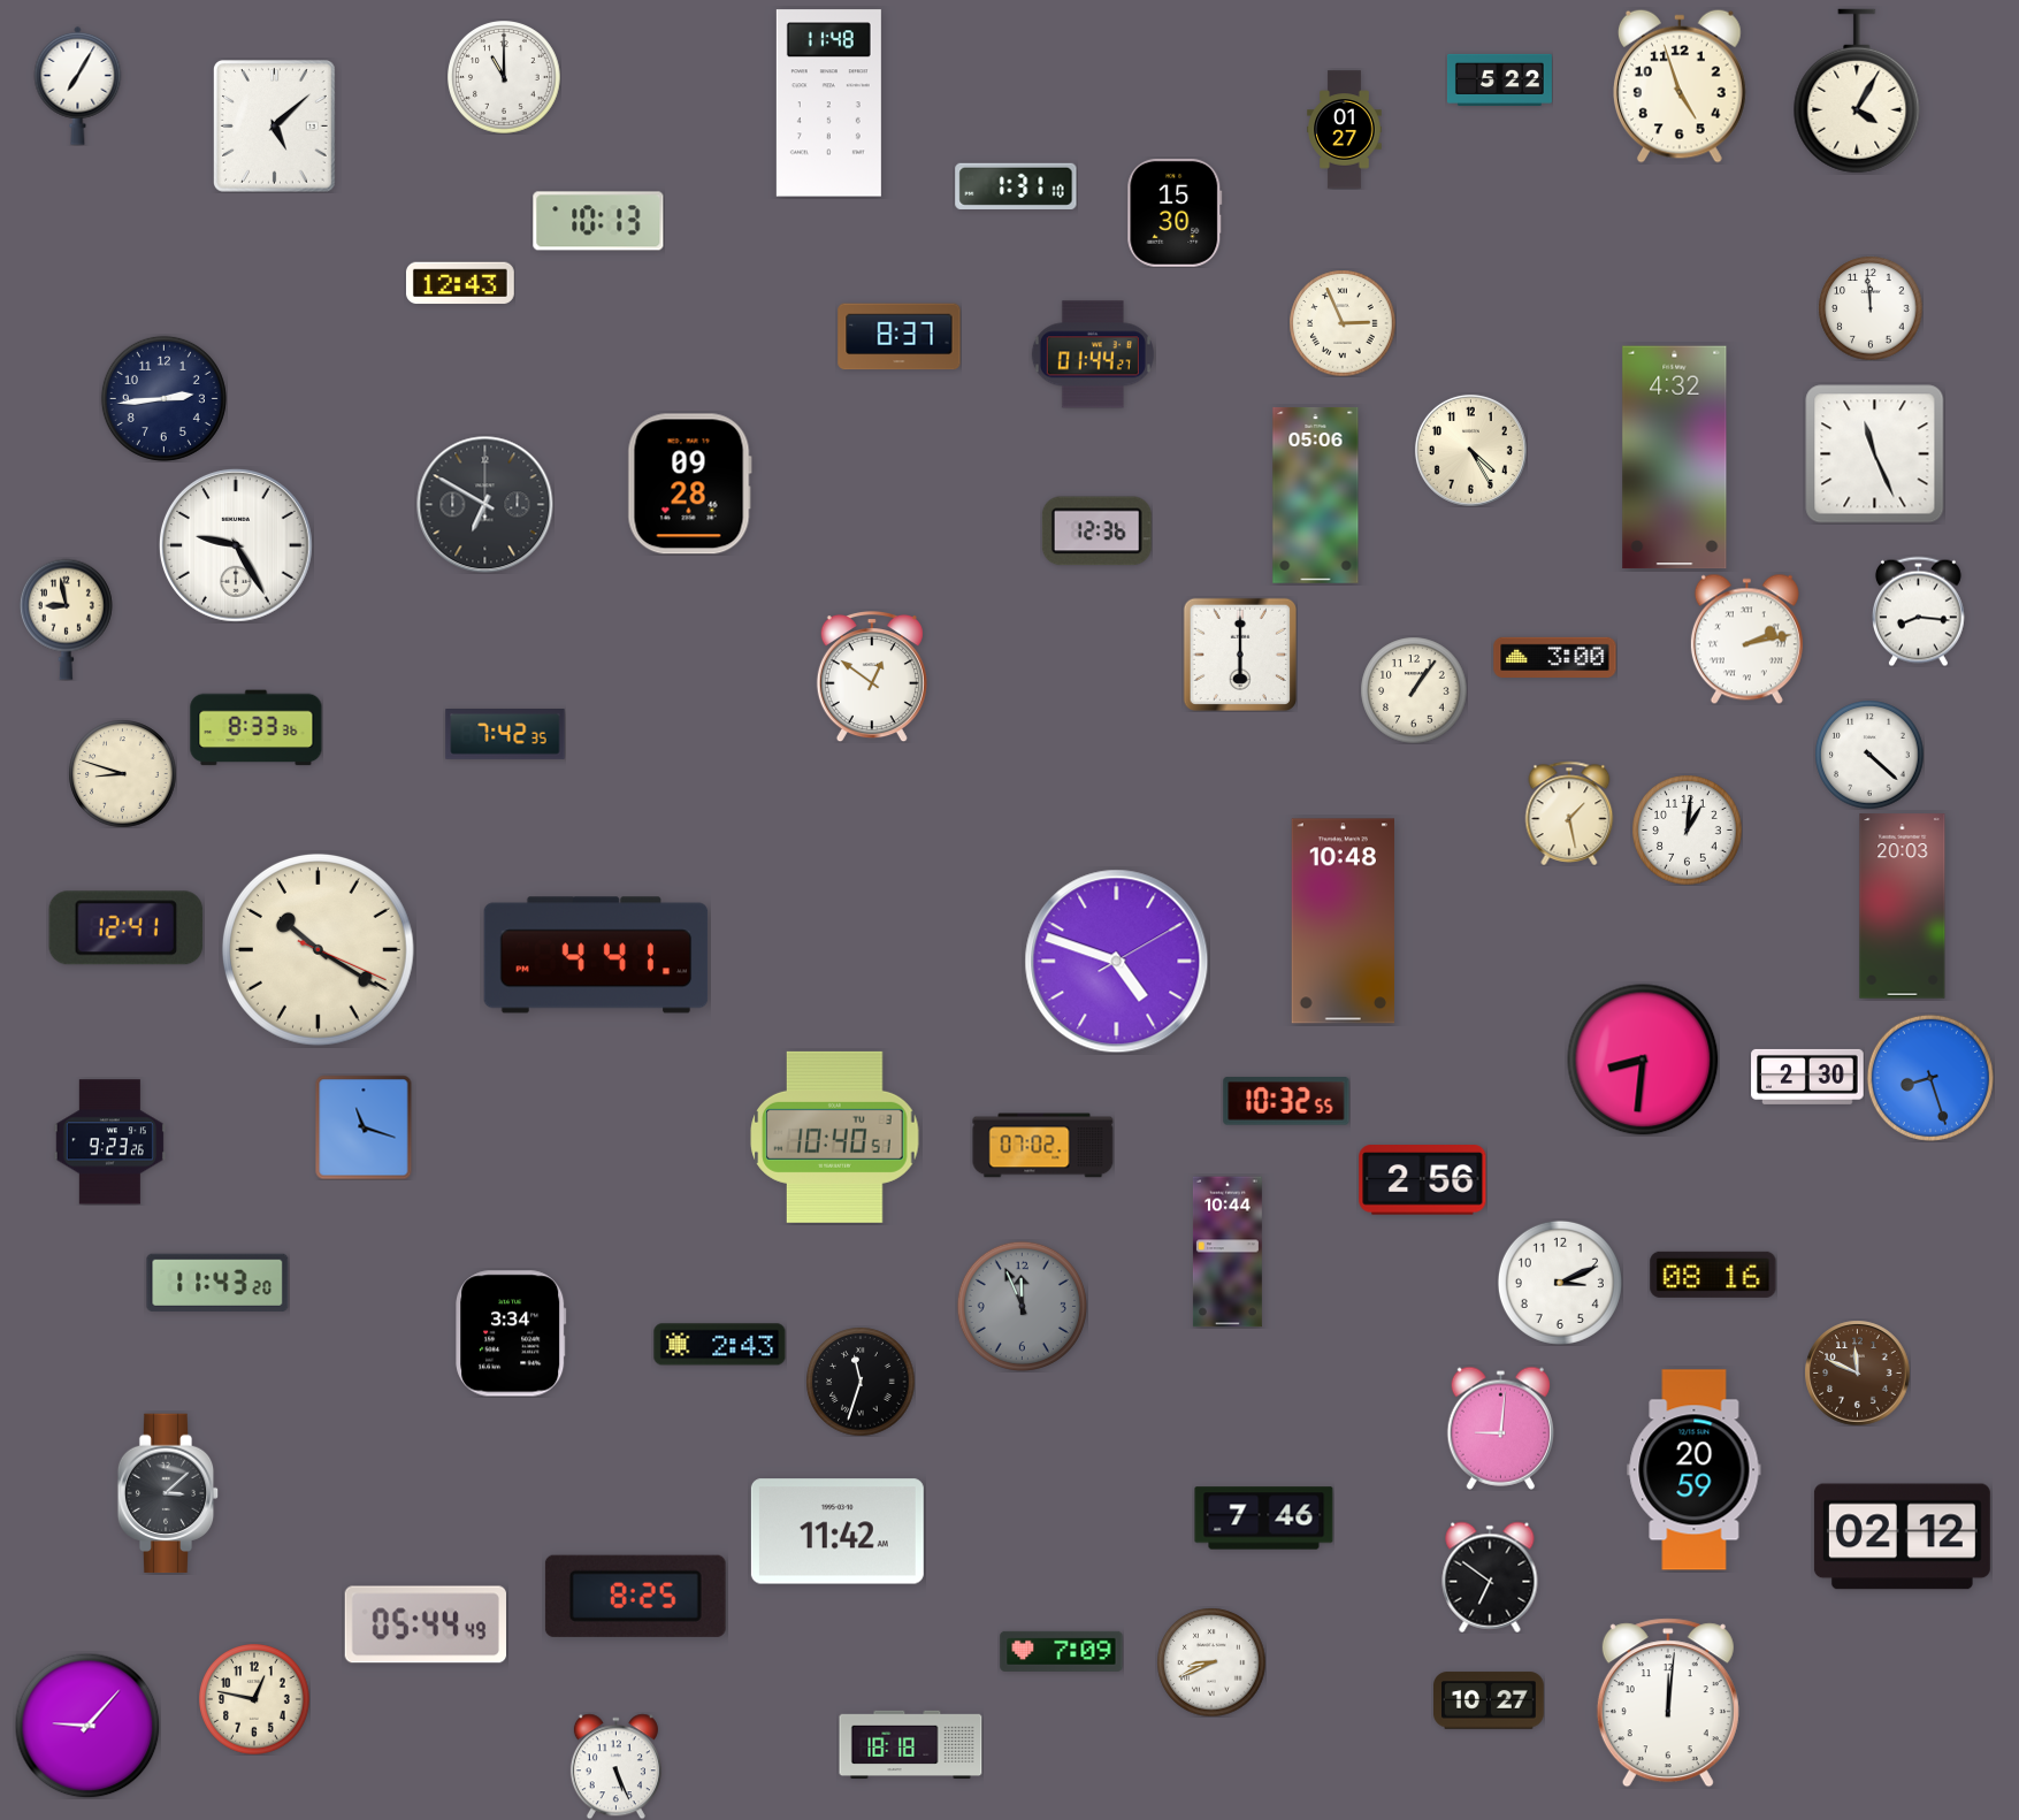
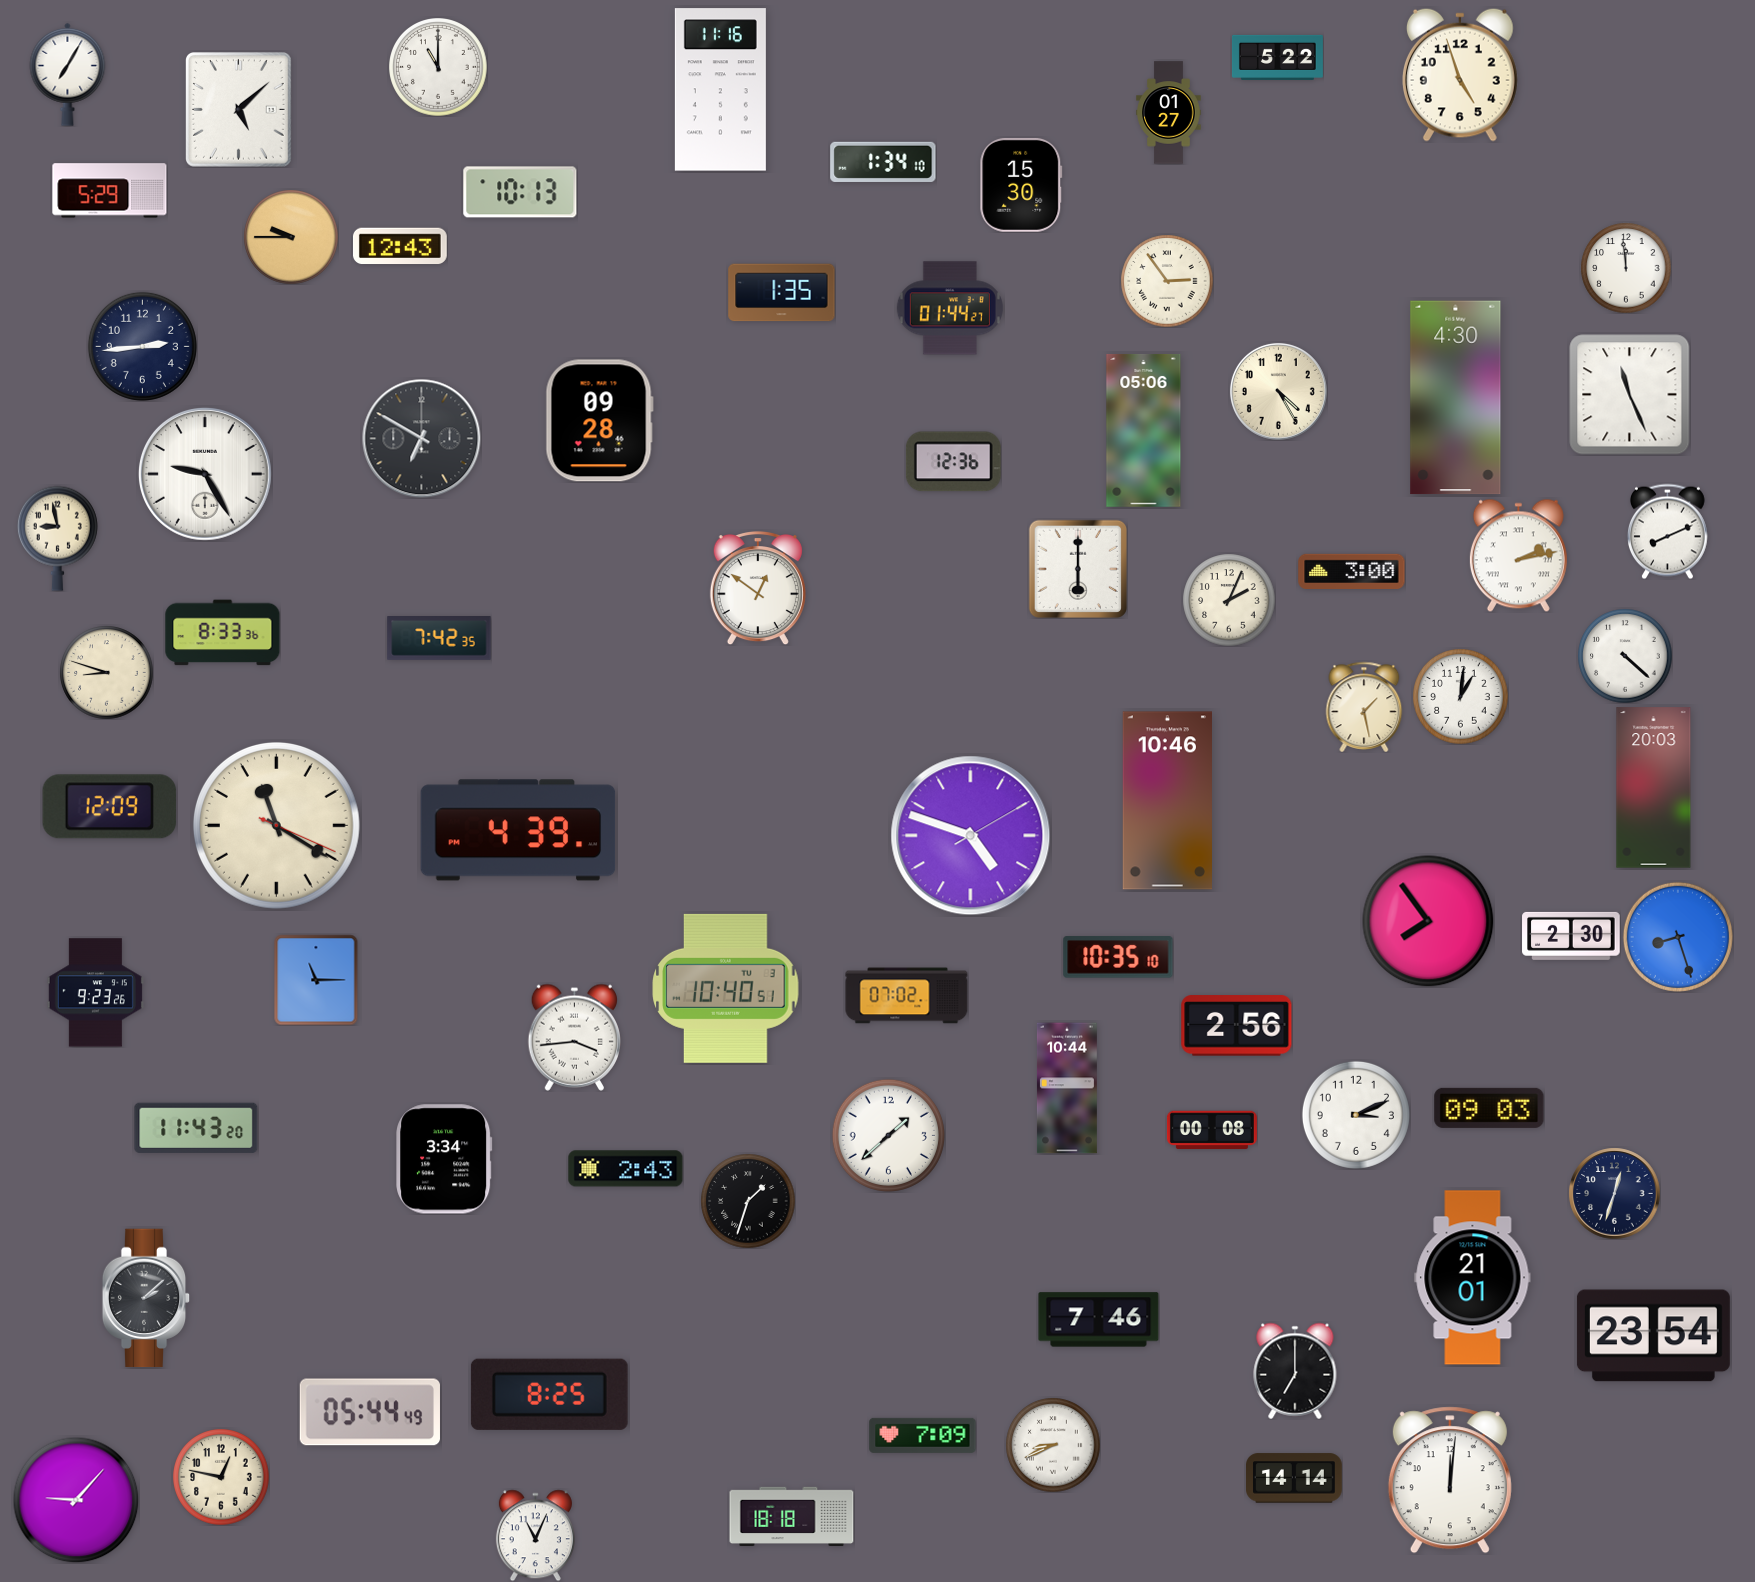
clock at (1499, 79) position: (1499, 79) -> (1277, 57)
clock at (1857, 91): 4:05 -> none
clock at (828, 104): 11:48 -> 11:16
clock at (1016, 186): 1:31 -> 1:34
clock at (110, 191): none -> 5:29
clock at (291, 237): none -> 9:45
clock at (1343, 323): 2:56 -> 2:54
clock at (900, 337): 8:37 -> 1:35
clock at (1675, 458): 4:32 -> 4:30
clock at (1918, 611): 8:16 -> 8:11
clock at (1414, 690): 1:06 -> 2:04
clock at (1687, 829) position: (1687, 829) -> (1460, 696)
clock at (1343, 922): 10:48 -> 10:46
clock at (127, 928): 12:41 -> 12:09
clock at (318, 949): 10:20 -> 11:20
clock at (596, 955): 4:41 -> 4:39
clock at (1643, 1060): 8:31 -> 7:54
clock at (1286, 1101): 10:32 -> 10:35
clock at (364, 1127): 11:18 -> 11:15
clock at (574, 1037): none -> 3:44
clock at (1713, 1275): 08:16 -> 09:03
clock at (217, 1283) position: (217, 1283) -> (196, 1128)
clock at (1212, 1130): none -> 00:08
clock at (1022, 1306): 11:56 -> 1:38
clock at (1022, 1306) dial: grey -> white
clock at (1857, 1372): 11:49 -> 12:33
clock at (1857, 1372) dial: brown -> navy
clock at (861, 1382): 11:33 -> 1:33
clock at (1500, 1428): 9:01 -> none
clock at (1695, 1470): 20:59 -> 21:01
clock at (168, 1493): 3:08 -> 2:08
clock at (838, 1531): 11:42 -> none
clock at (1902, 1537): 02:12 -> 23:54
clock at (1490, 1577): 6:51 -> 7:00
clock at (635, 1596) position: (635, 1596) -> (549, 1394)
clock at (1490, 1700): 10:27 -> 14:14
clock at (615, 1766): 5:26 -> 11:04
